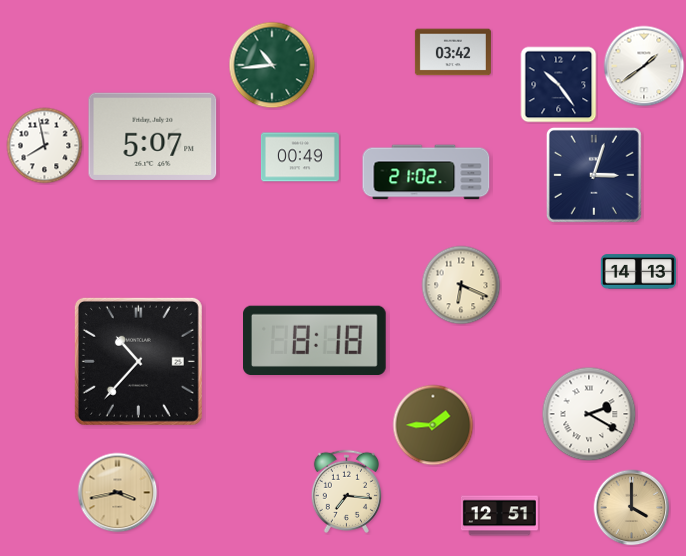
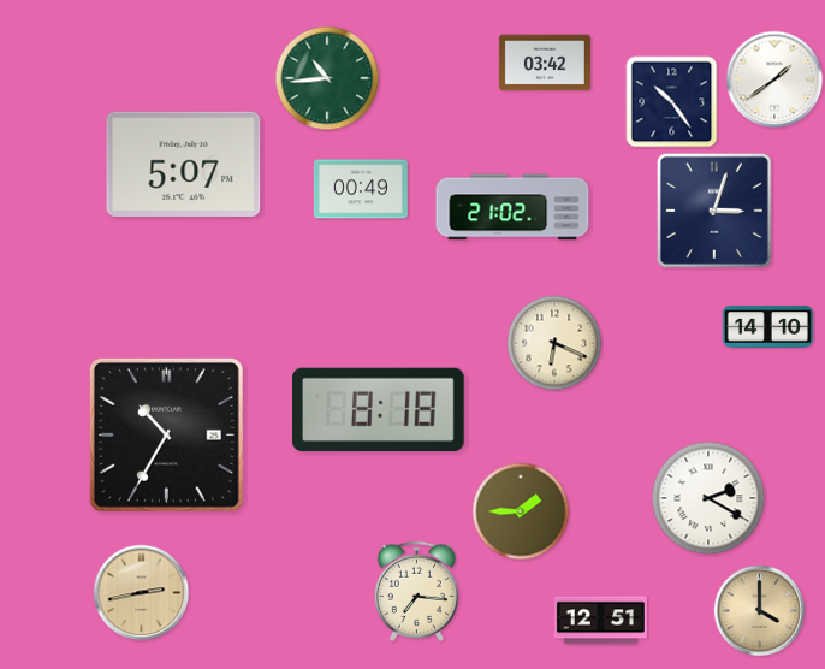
clock at (45, 146): 7:58 -> none
clock at (638, 272): 14:13 -> 14:10
clock at (138, 361): 10:37 -> 10:35
clock at (118, 493): 3:43 -> 2:43
